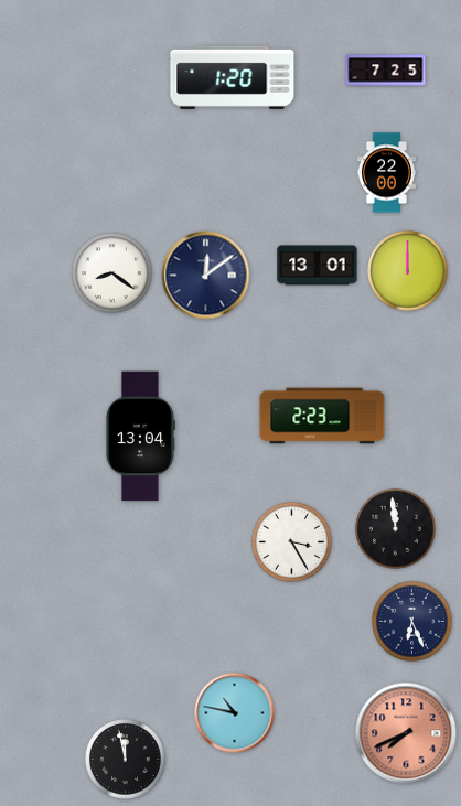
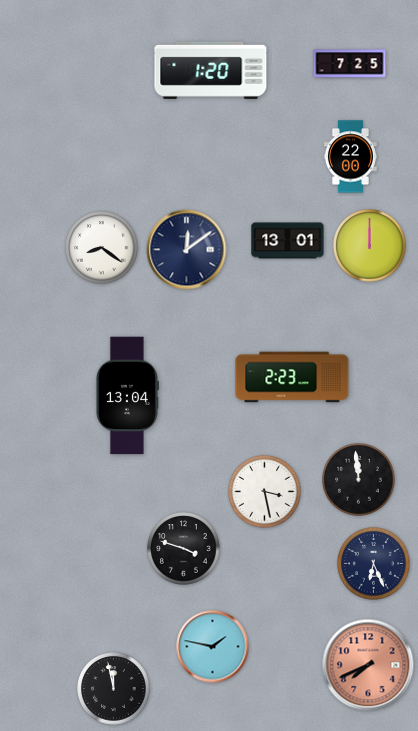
clock at (292, 542): 3:25 -> 3:28
clock at (184, 549): none -> 3:48
clock at (235, 713): 10:47 -> 1:47
